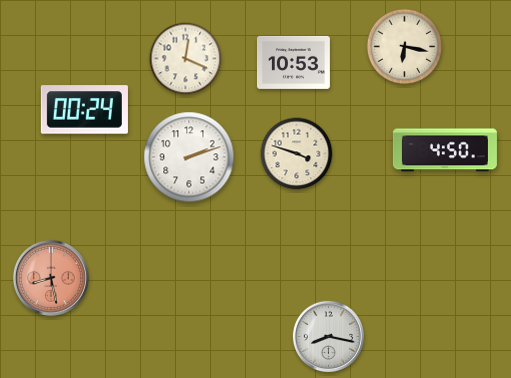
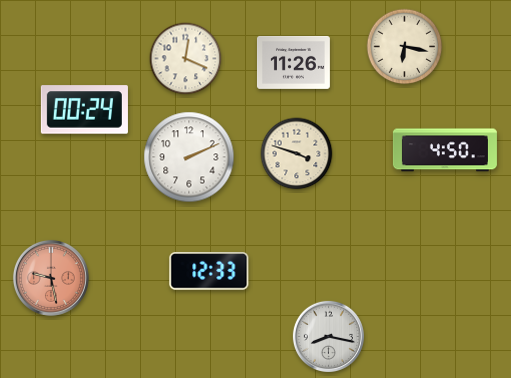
clock at (293, 62): 10:53 -> 11:26
clock at (189, 157): 2:12 -> 2:11
clock at (209, 271): none -> 12:33
clock at (51, 278): 8:28 -> 9:28
